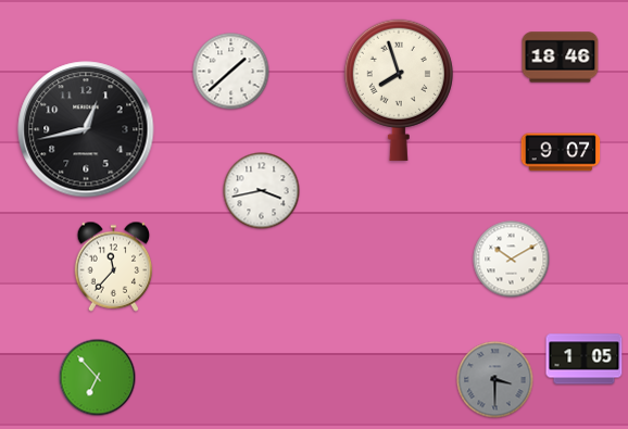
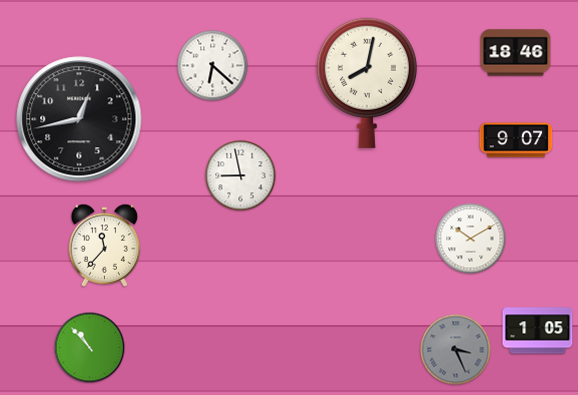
clock at (231, 72): 1:38 -> 6:22
clock at (399, 90): 7:57 -> 8:02
clock at (262, 191): 3:43 -> 8:58
clock at (98, 378): 6:53 -> 10:53
clock at (495, 380): 3:30 -> 3:26
